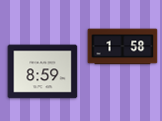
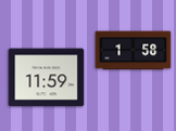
clock at (43, 72): 8:59 -> 11:59
